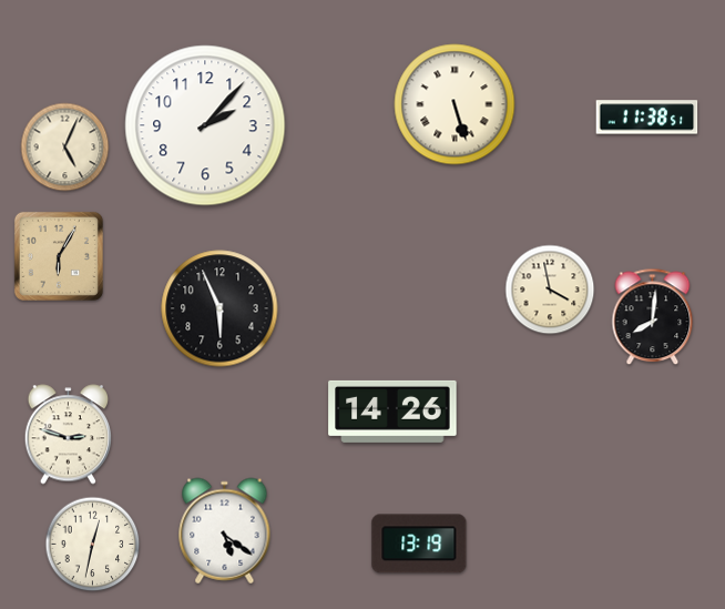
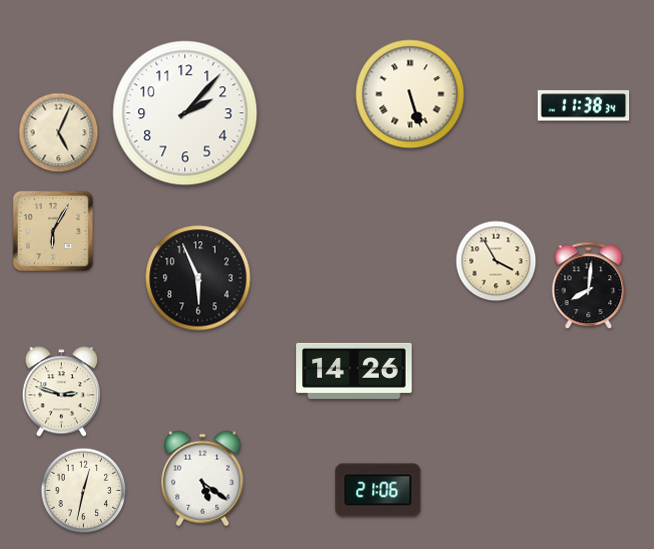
clock at (647, 118): 11:38:51 -> 11:38:34
clock at (550, 290): 3:58 -> 3:55
clock at (419, 544): 13:19 -> 21:06
